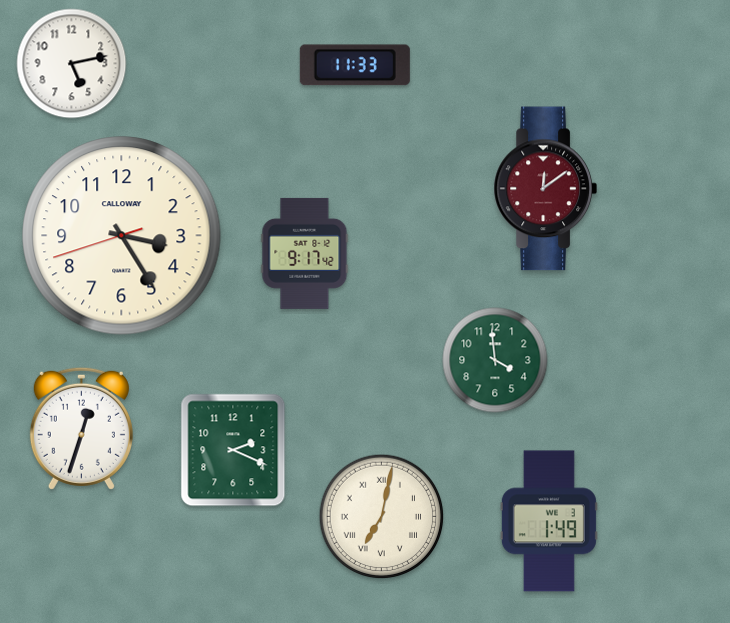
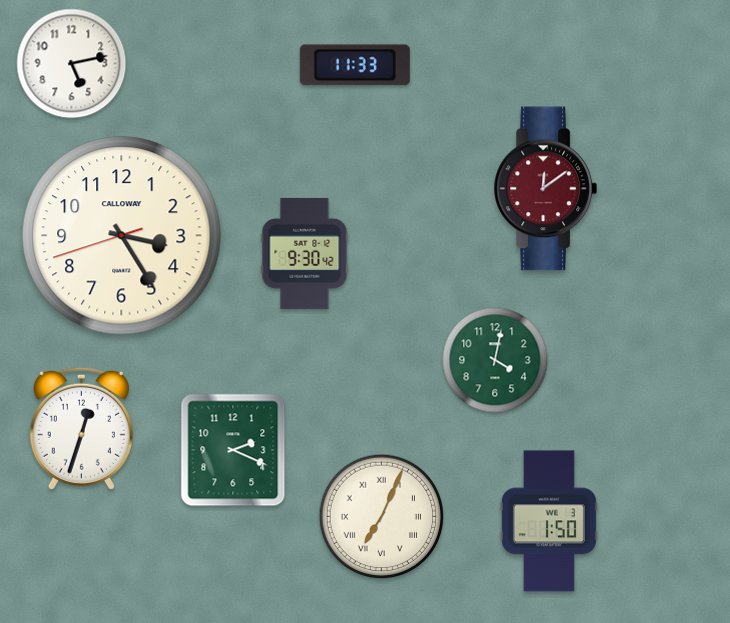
clock at (305, 253): 9:17 -> 9:30
clock at (495, 360): 3:59 -> 4:02
clock at (382, 517): 7:02 -> 7:04
clock at (549, 521): 1:49 -> 1:50
